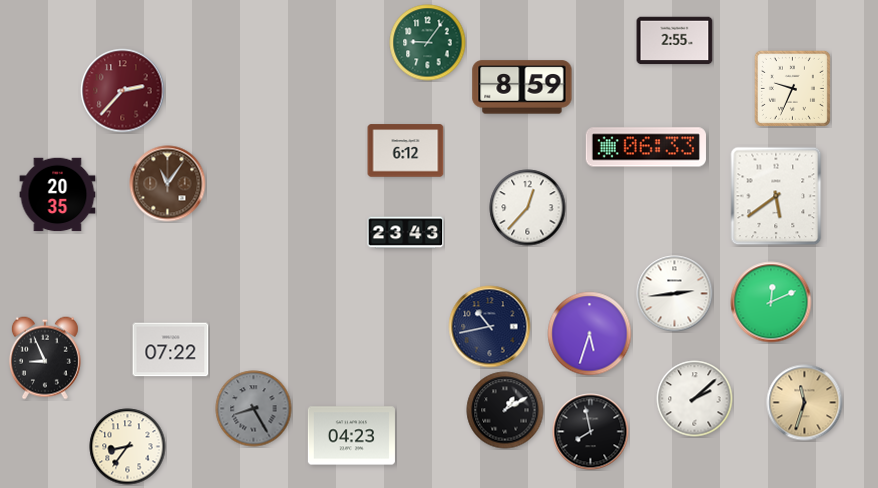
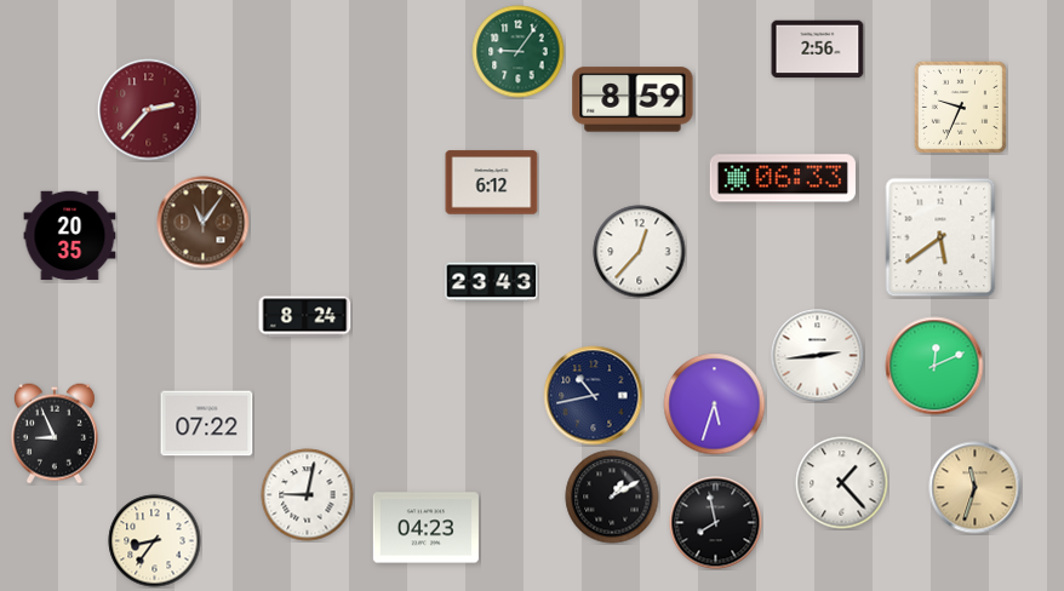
clock at (675, 41): 2:55 -> 2:56
clock at (522, 87) position: (522, 87) -> (633, 99)
clock at (305, 317): none -> 8:24
clock at (695, 399): 2:08 -> 1:23
clock at (254, 409): 8:25 -> 9:02
clock at (254, 409) dial: grey -> white
